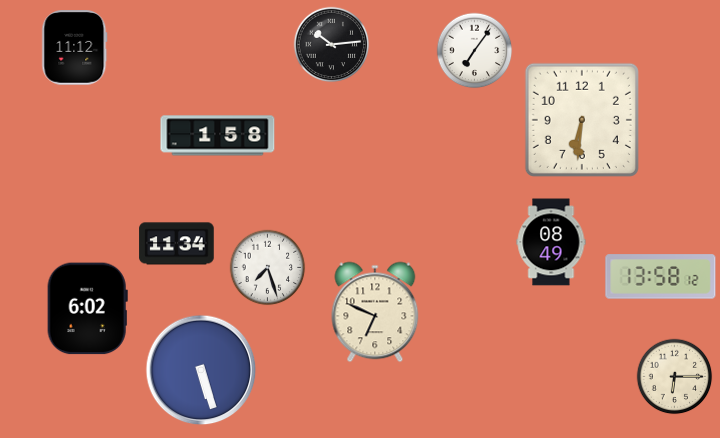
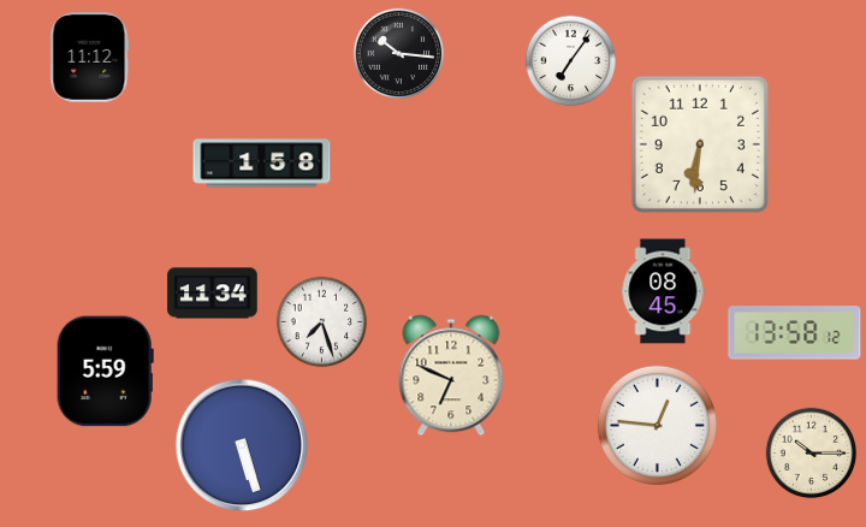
clock at (332, 45): 10:14 -> 10:16
clock at (551, 242): 08:49 -> 08:45
clock at (87, 309): 6:02 -> 5:59
clock at (657, 425): none -> 12:46
clock at (675, 377): 6:15 -> 10:15
